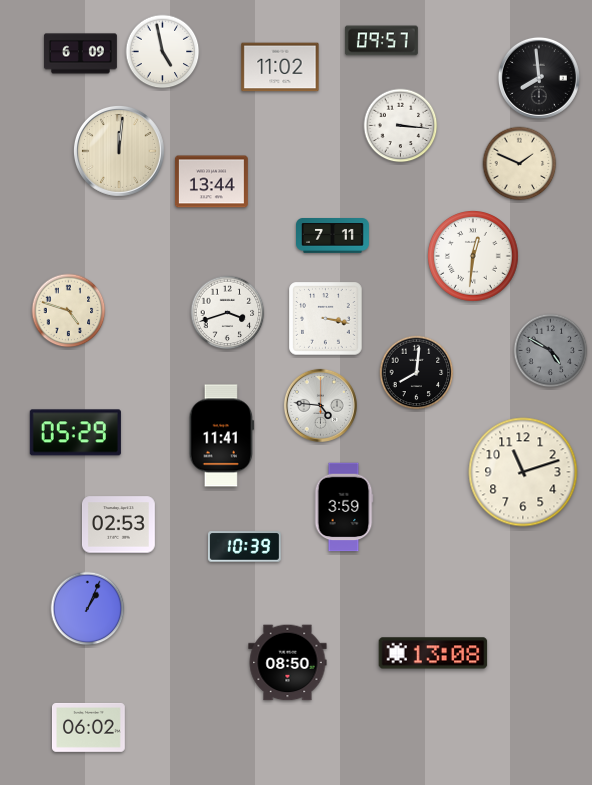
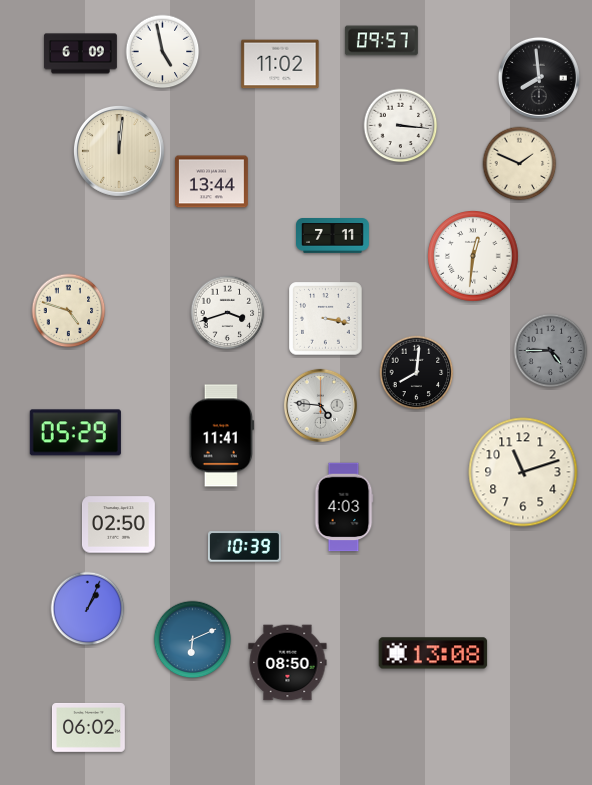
clock at (280, 67) position: (280, 67) -> (280, 64)
clock at (551, 351): 4:50 -> 4:45
clock at (344, 507): 3:59 -> 4:03
clock at (118, 525): 02:53 -> 02:50
clock at (193, 640): none -> 6:11
